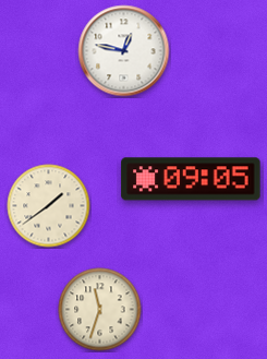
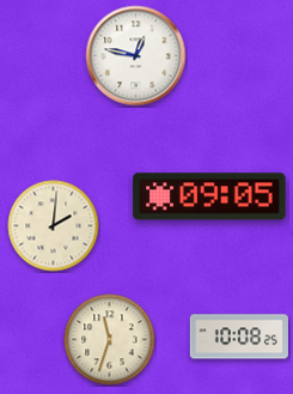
clock at (49, 206): 1:39 -> 2:01
clock at (238, 337): none -> 10:08
